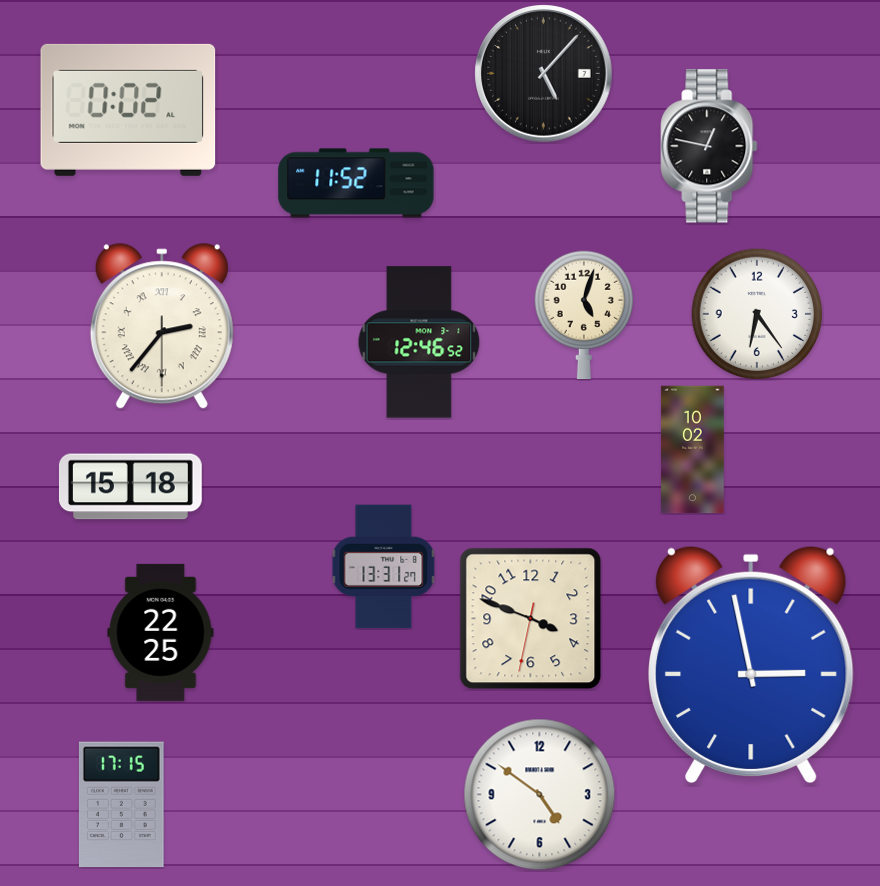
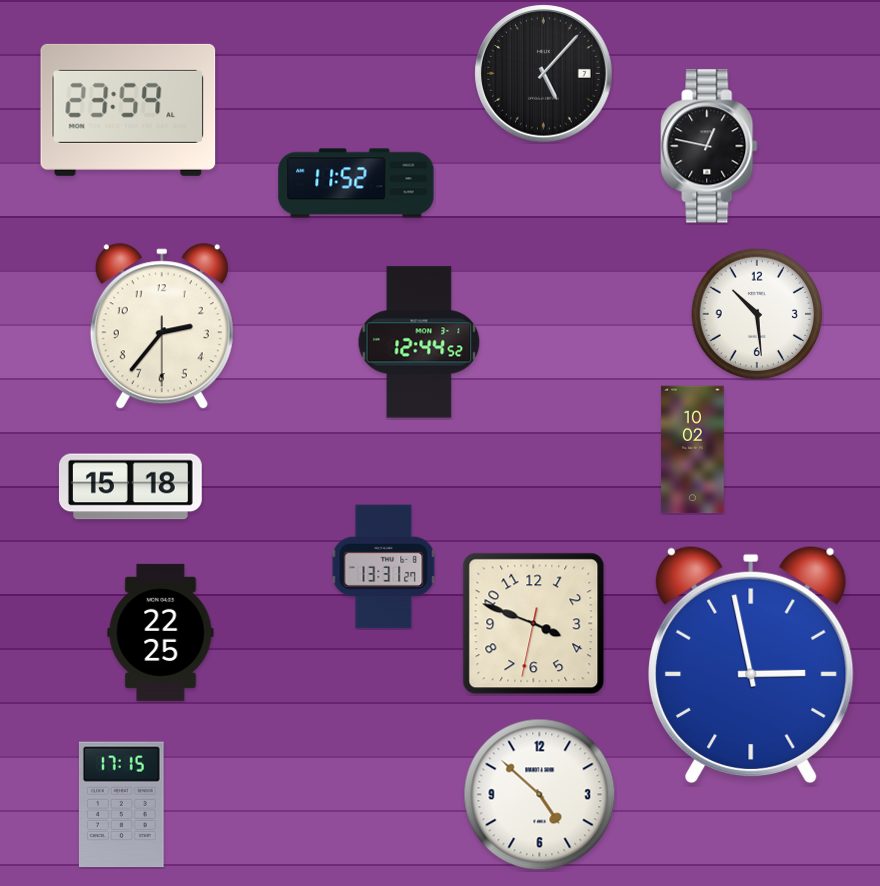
clock at (128, 110): 0:02 -> 23:59
clock at (757, 314): 6:24 -> 10:29
clock at (584, 315): 5:03 -> none
clock at (162, 327) numerals: Roman -> Arabic
clock at (419, 342): 12:46 -> 12:44
clock at (531, 619) position: (531, 619) -> (534, 624)
clock at (540, 795): 4:51 -> 4:52
